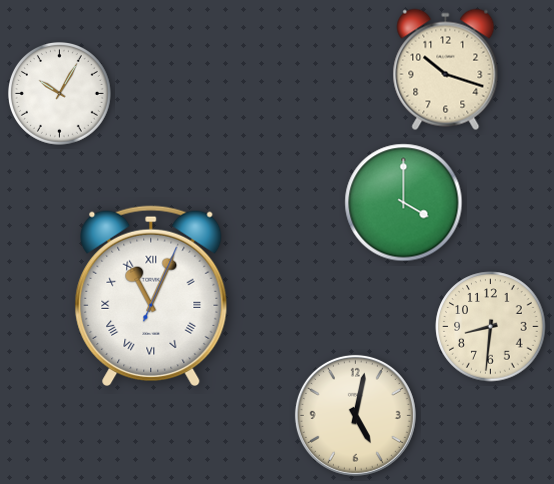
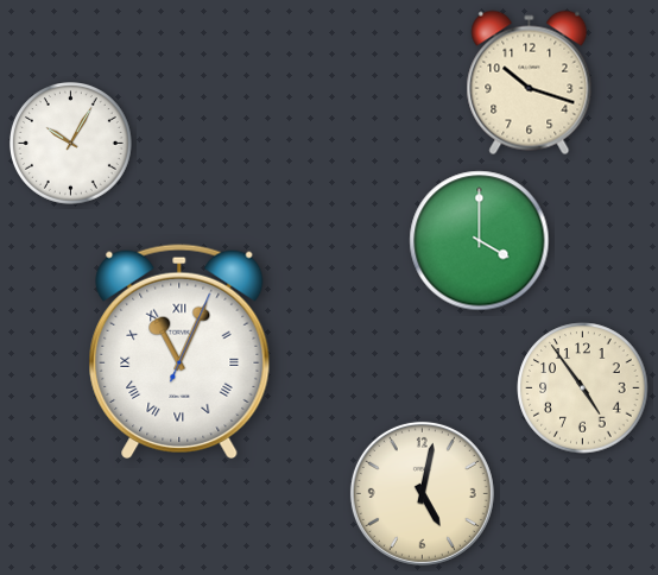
clock at (60, 94) position: (60, 94) -> (71, 144)
clock at (491, 327): 8:31 -> 4:54
